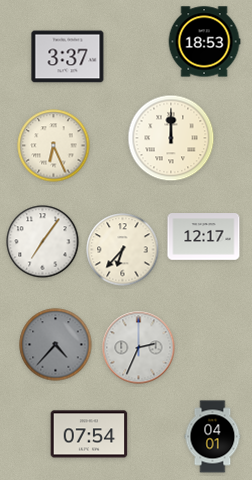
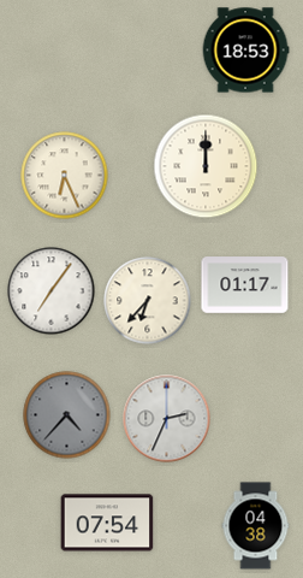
clock at (68, 57): 3:37 -> none
clock at (204, 237): 12:17 -> 01:17
clock at (213, 437): 04:01 -> 04:38
